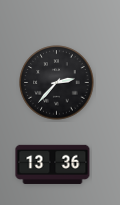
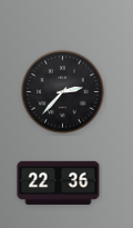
clock at (53, 164): 13:36 -> 22:36
